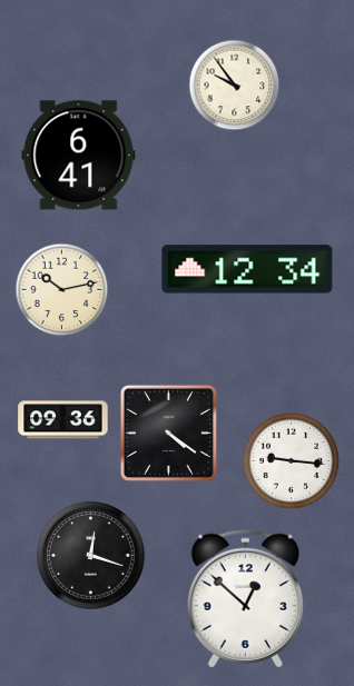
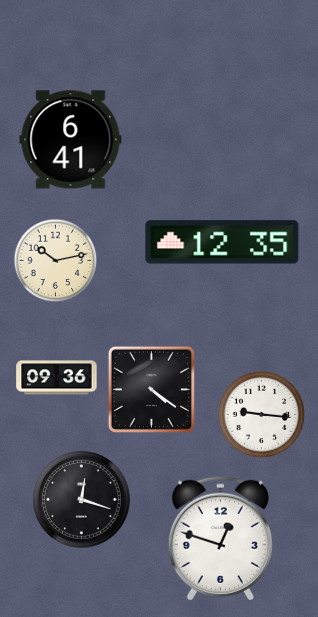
clock at (235, 86): 9:54 -> none
clock at (247, 269): 12:34 -> 12:35
clock at (245, 598): 12:52 -> 12:48
